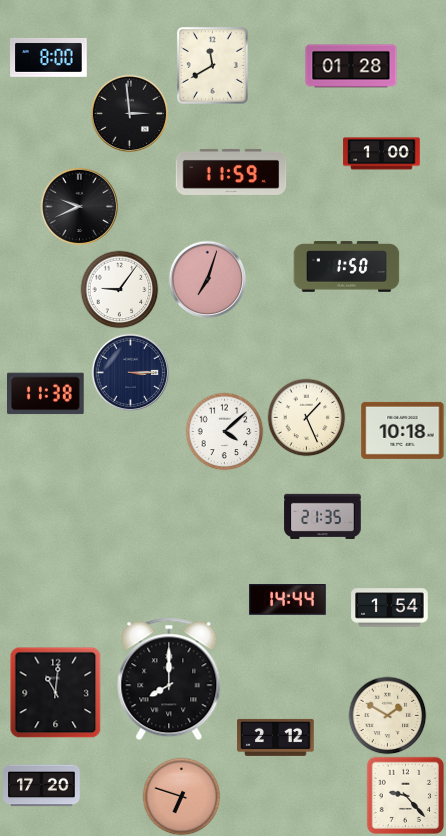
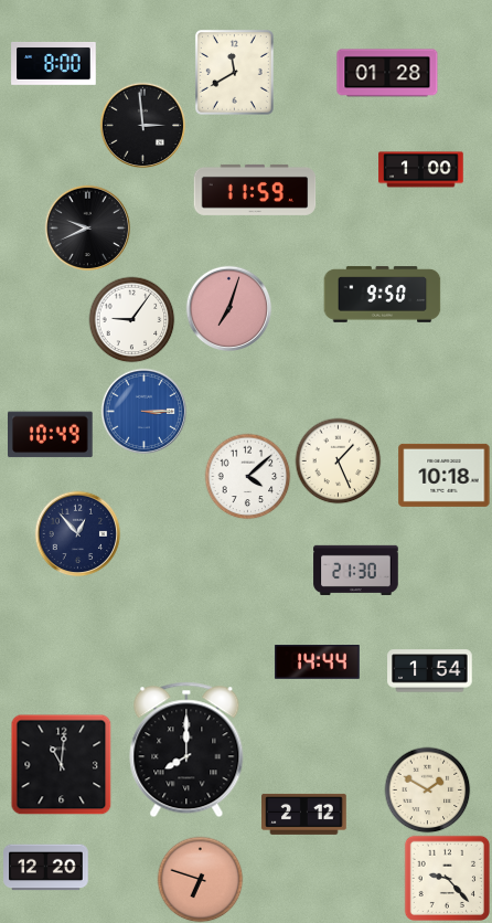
clock at (347, 267): 1:50 -> 9:50
clock at (130, 372) dial: navy -> blue
clock at (46, 394): 11:38 -> 10:49
clock at (77, 533): none -> 12:53
clock at (323, 516): 21:35 -> 21:30
clock at (42, 786): 17:20 -> 12:20
